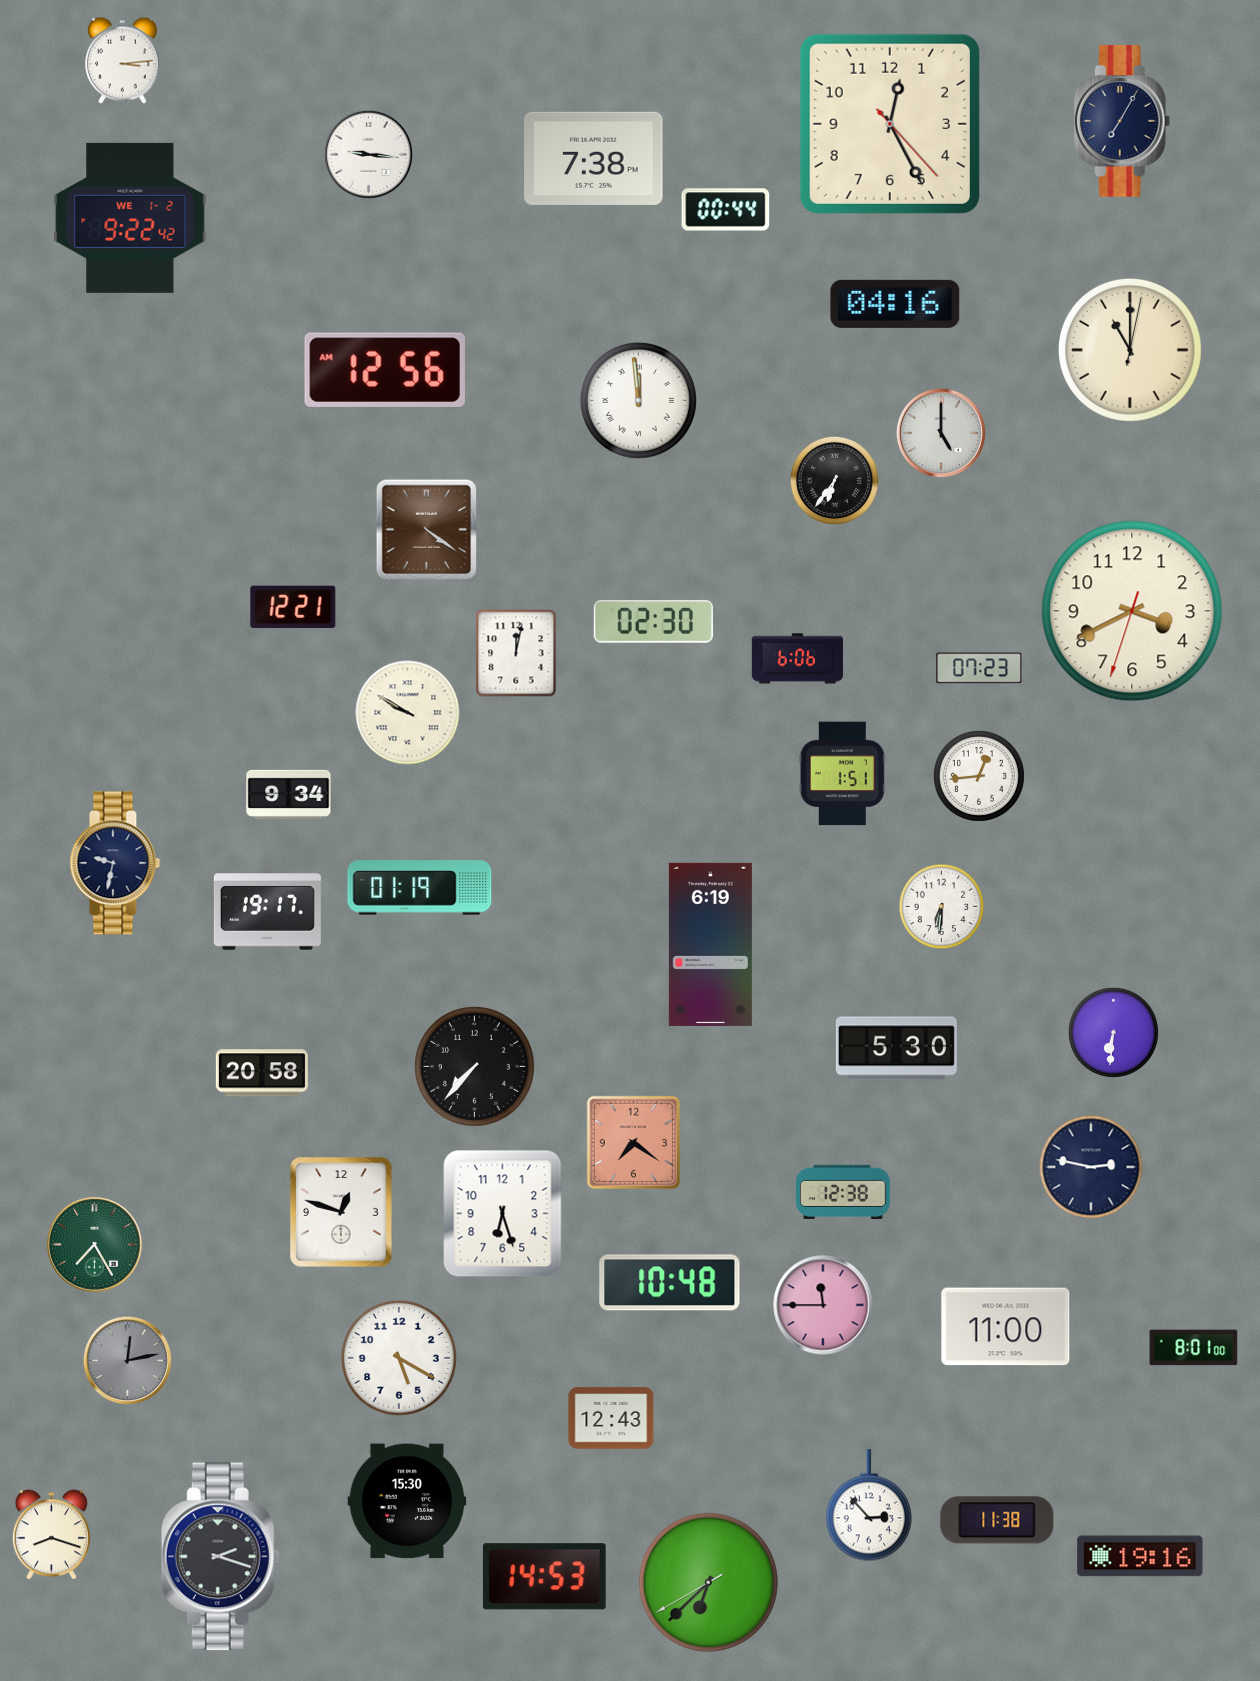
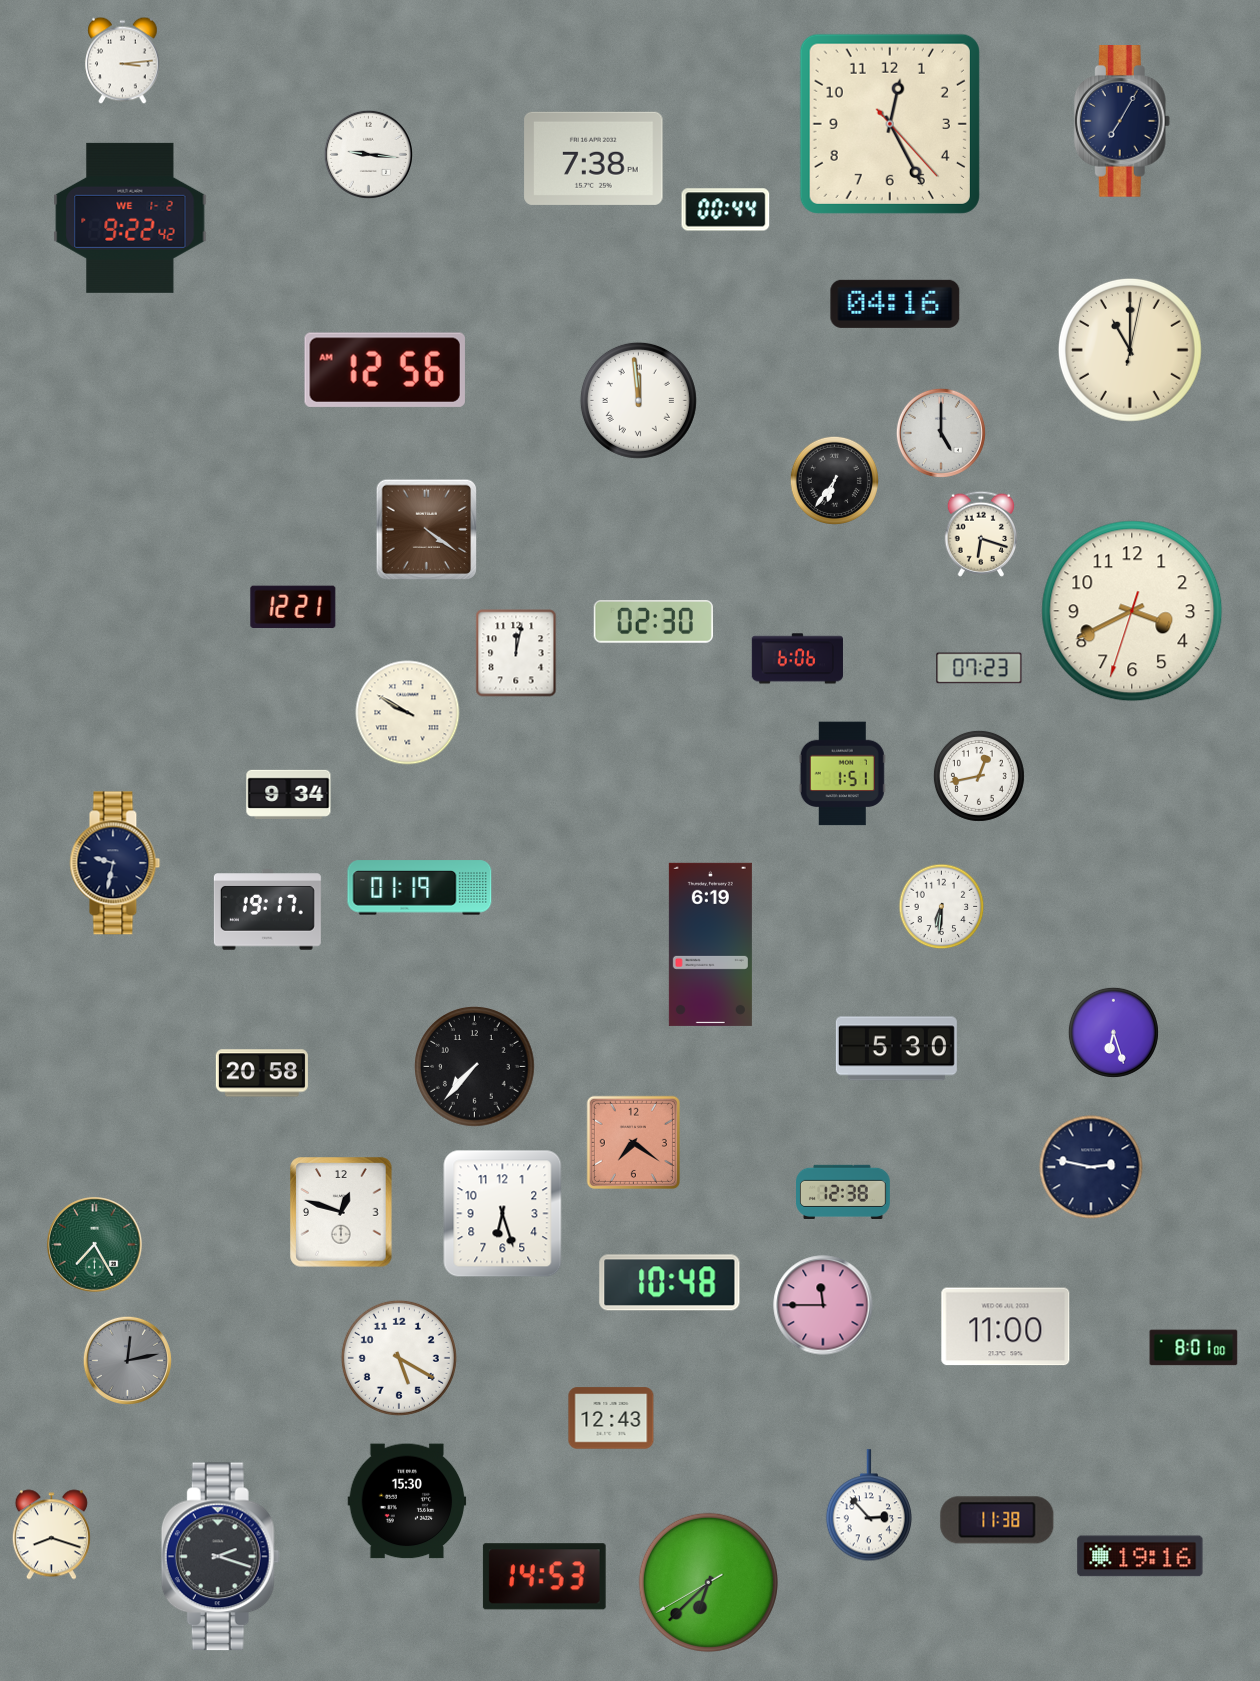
clock at (980, 534): none -> 6:18
clock at (979, 776): 12:44 -> 12:43
clock at (1113, 1032): 6:31 -> 6:27
